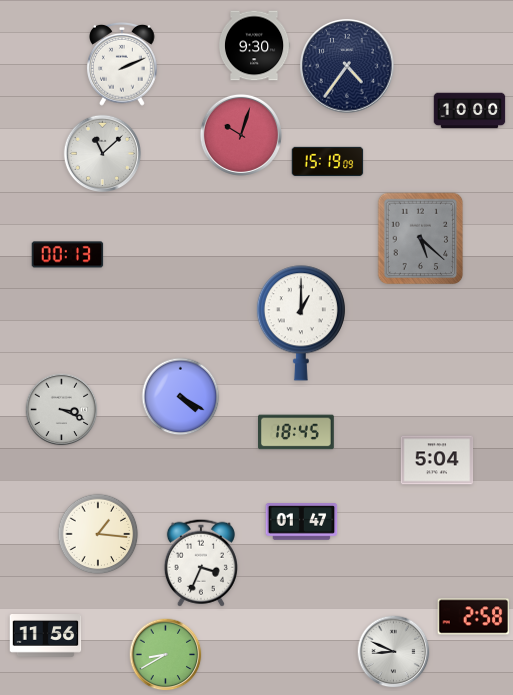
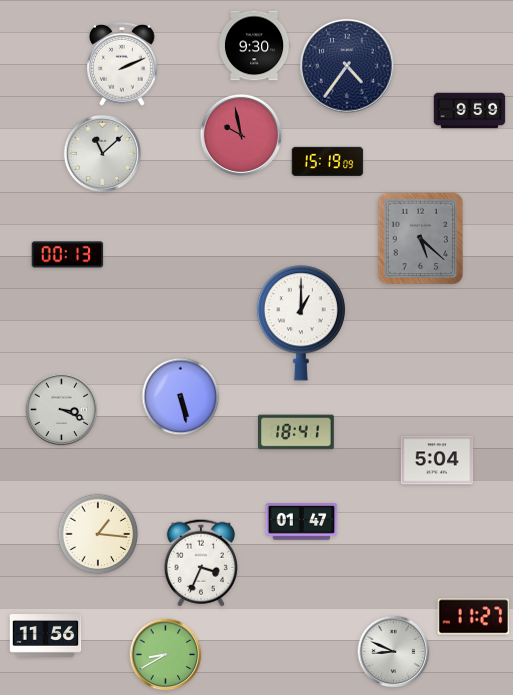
clock at (470, 111): 10:00 -> 9:59
clock at (241, 135): 10:03 -> 9:58
clock at (181, 397): 4:20 -> 5:28
clock at (297, 432): 18:45 -> 18:41
clock at (474, 617): 2:58 -> 11:27
